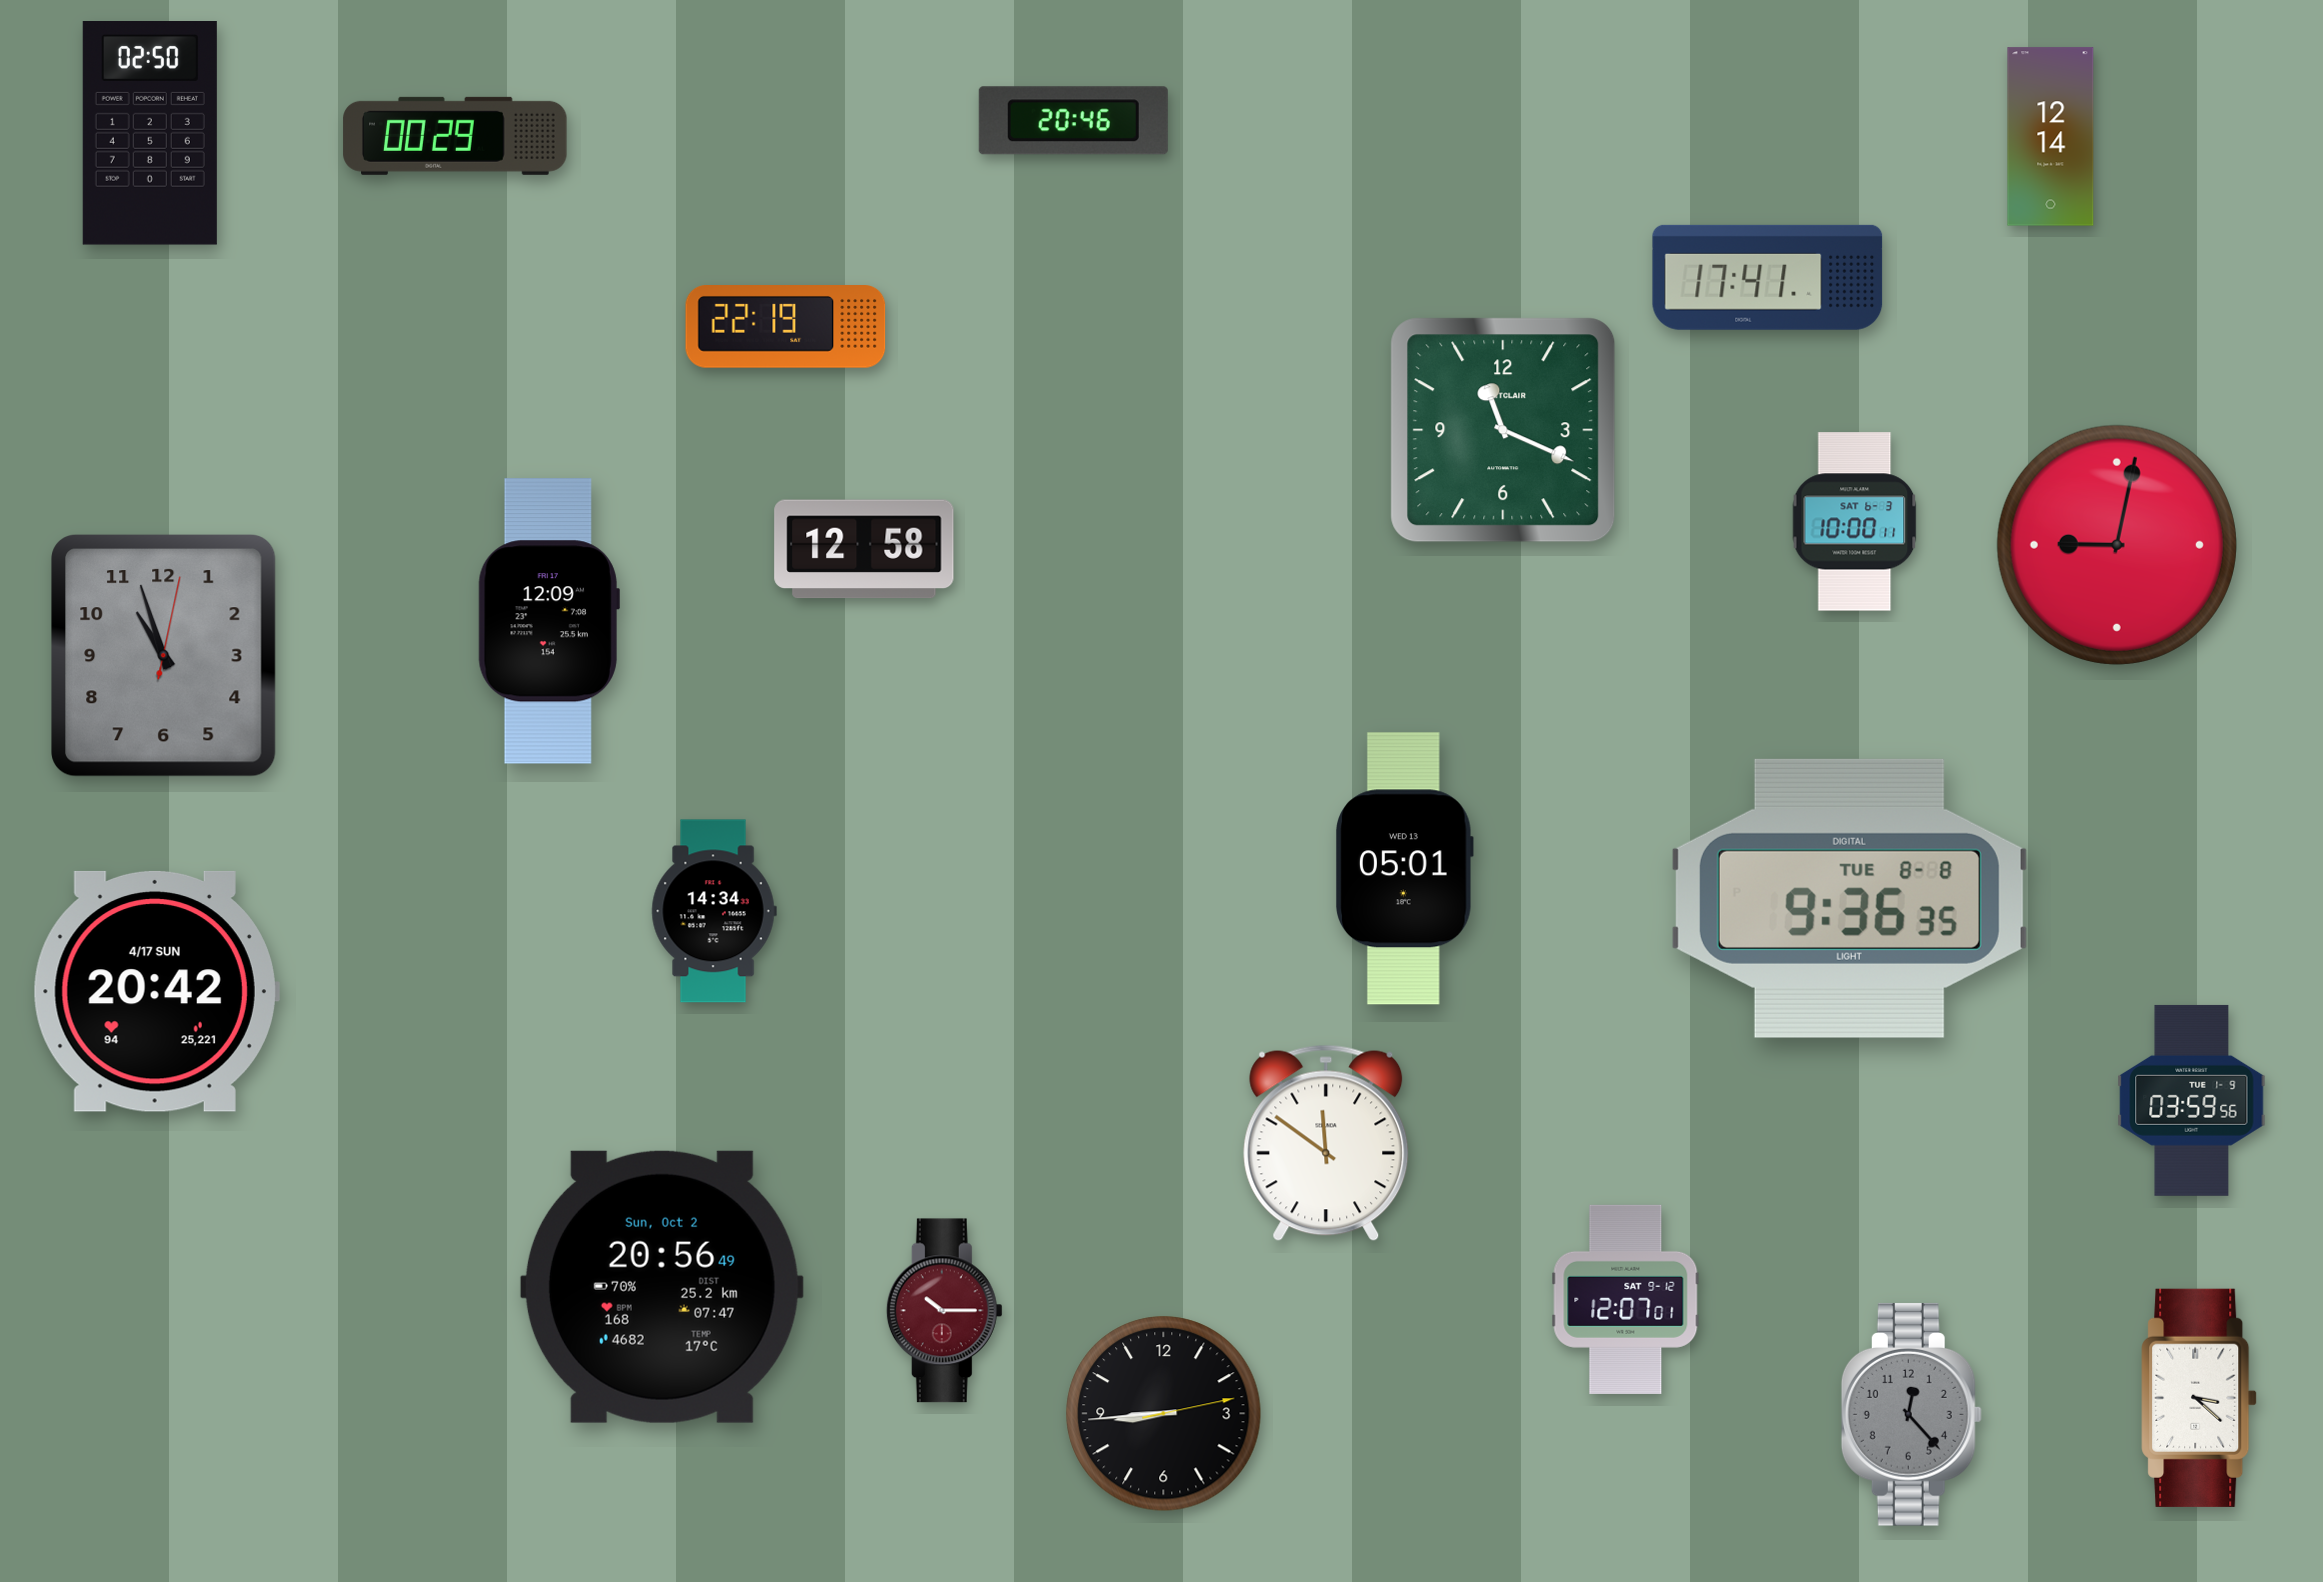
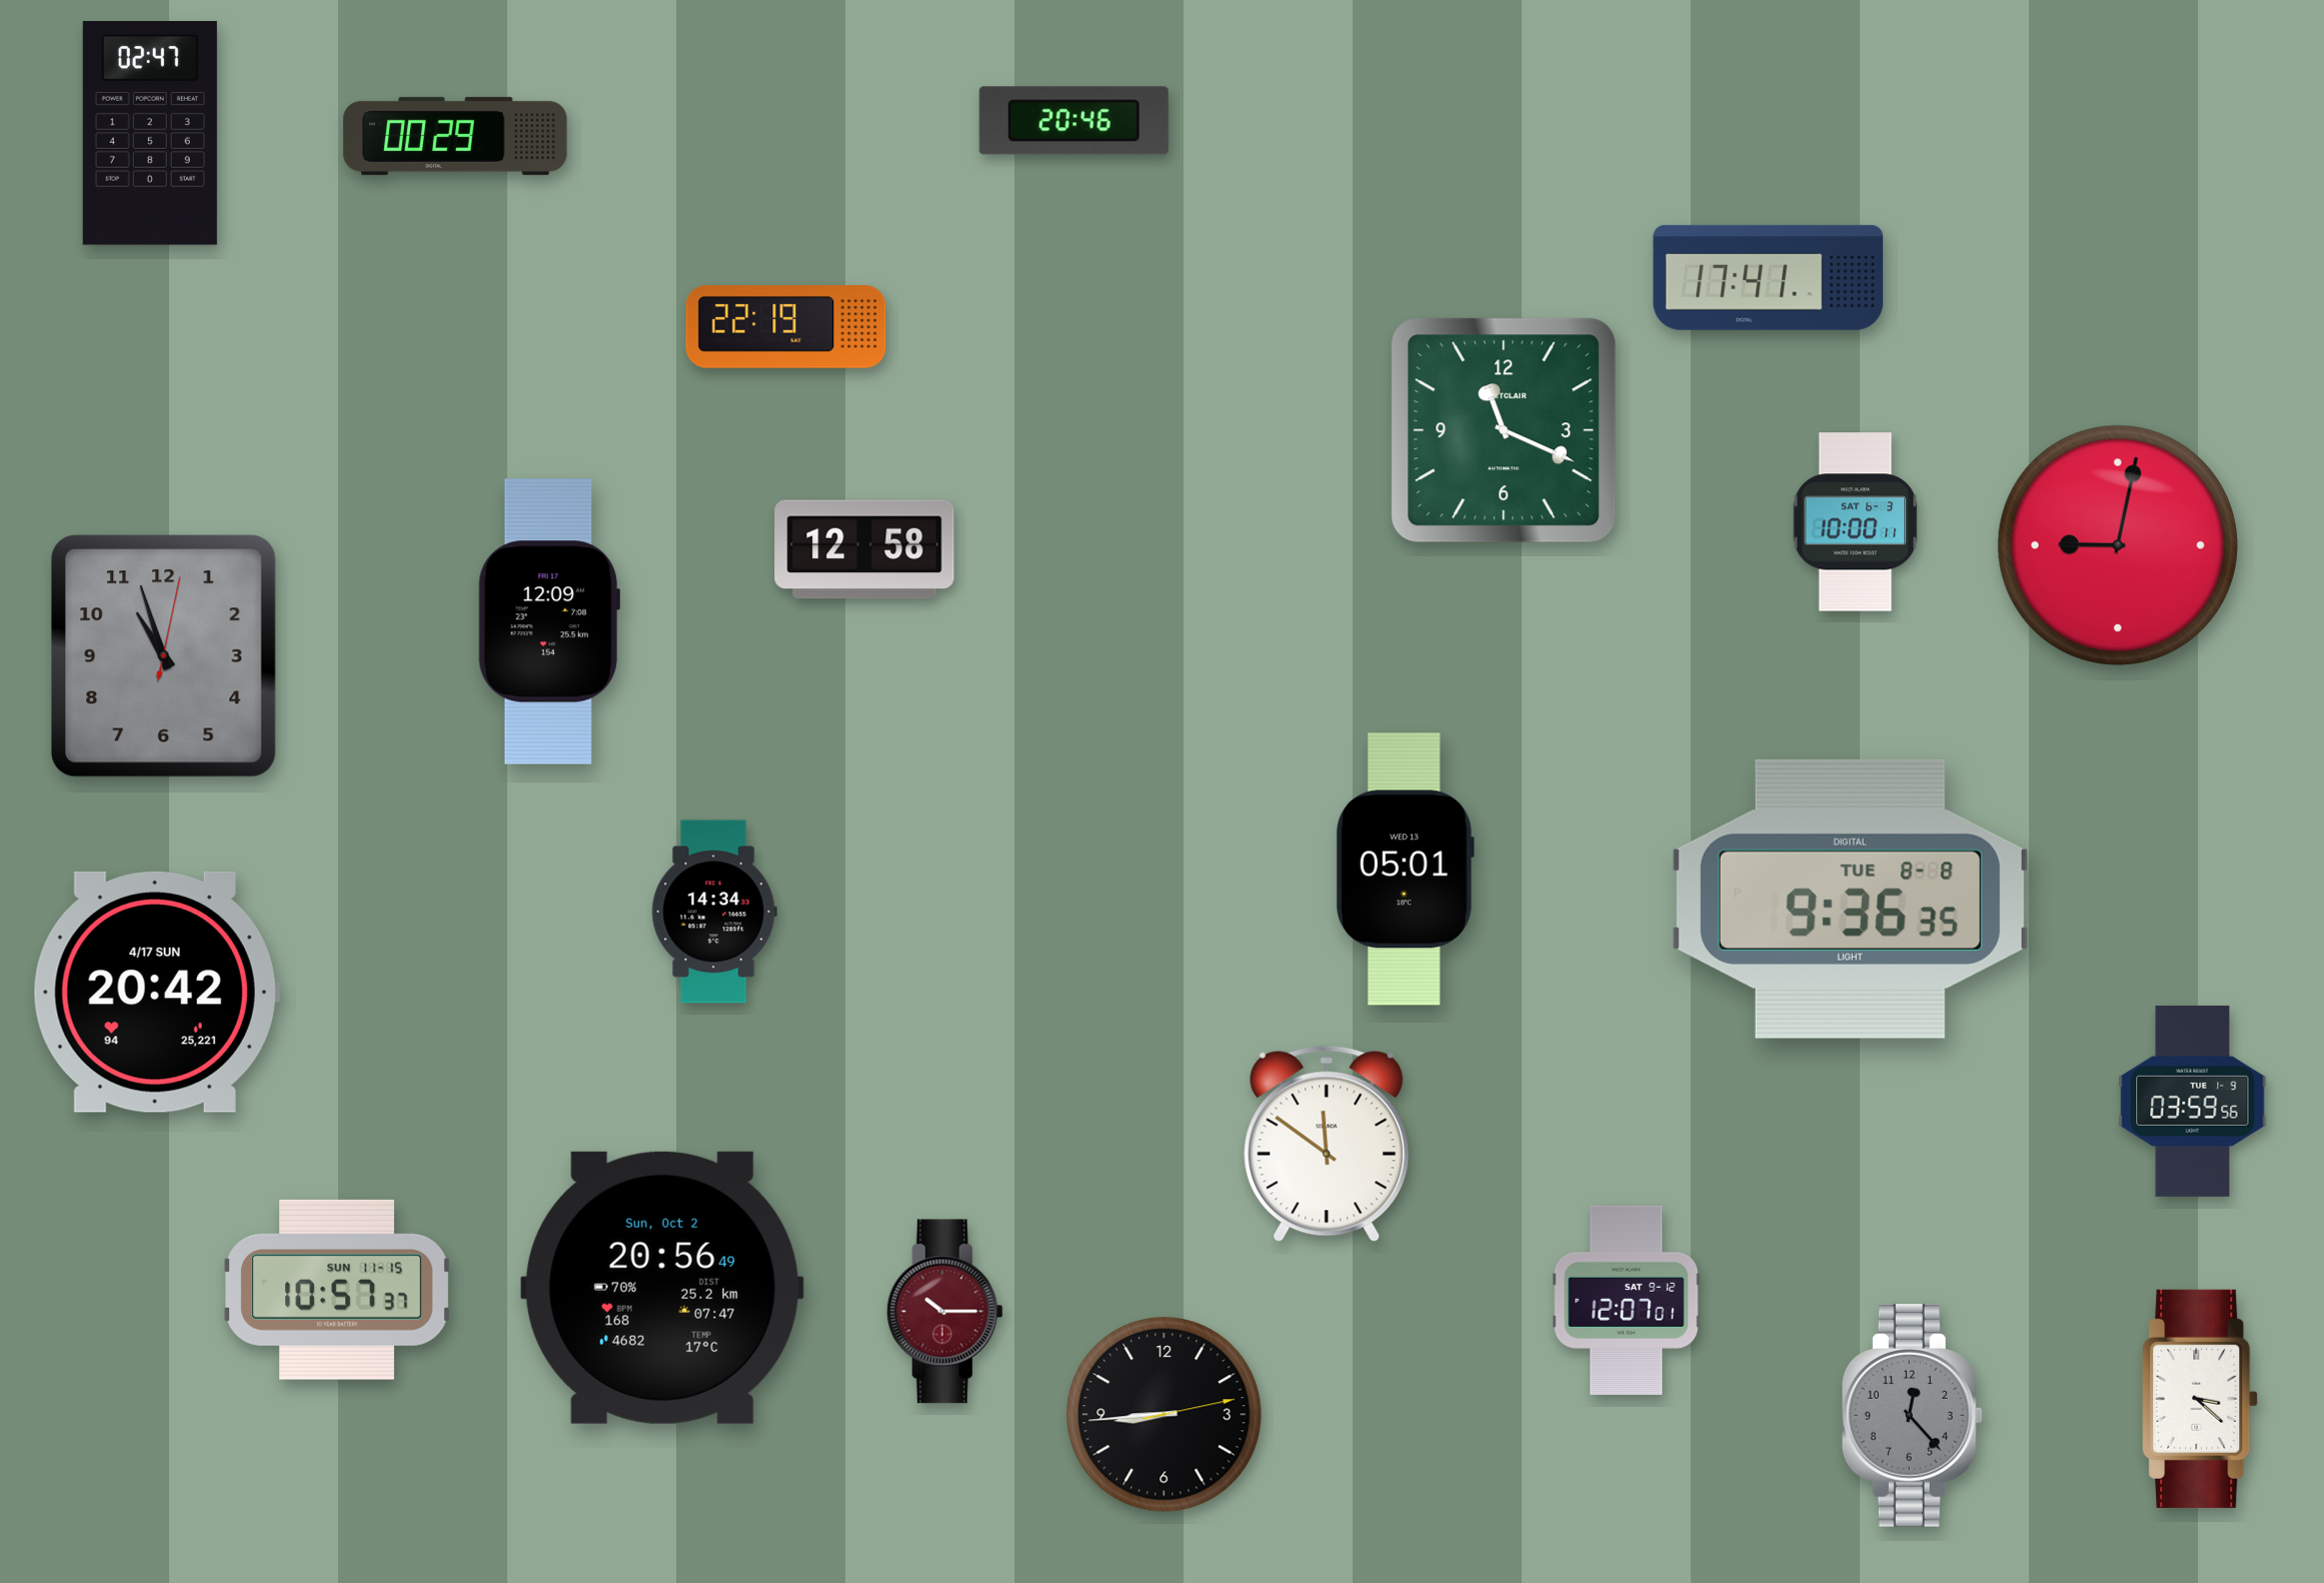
clock at (150, 133): 02:50 -> 02:47
clock at (2051, 137): 12:14 -> none
clock at (337, 1290): none -> 10:57
